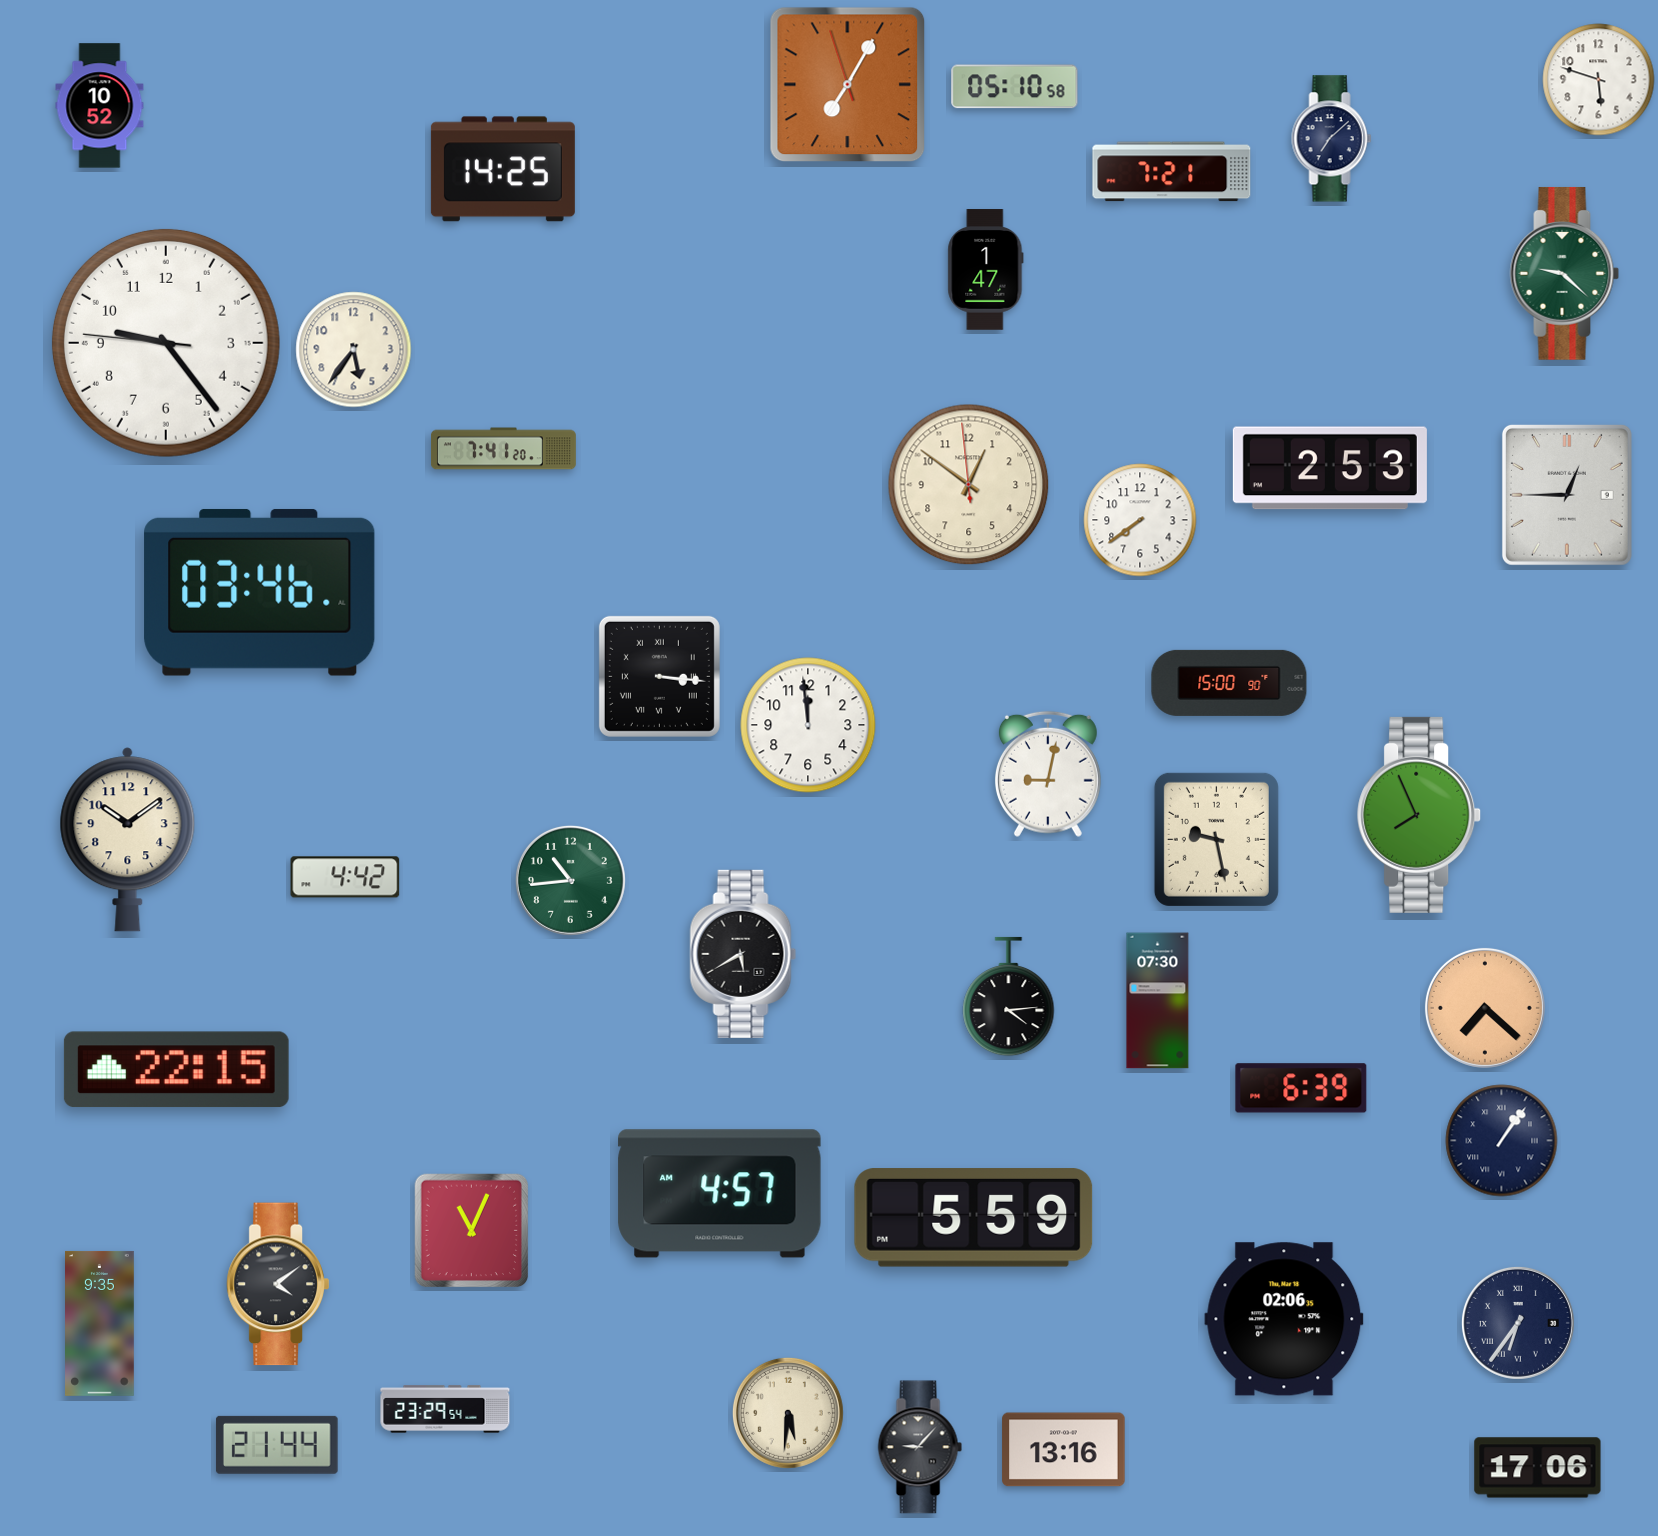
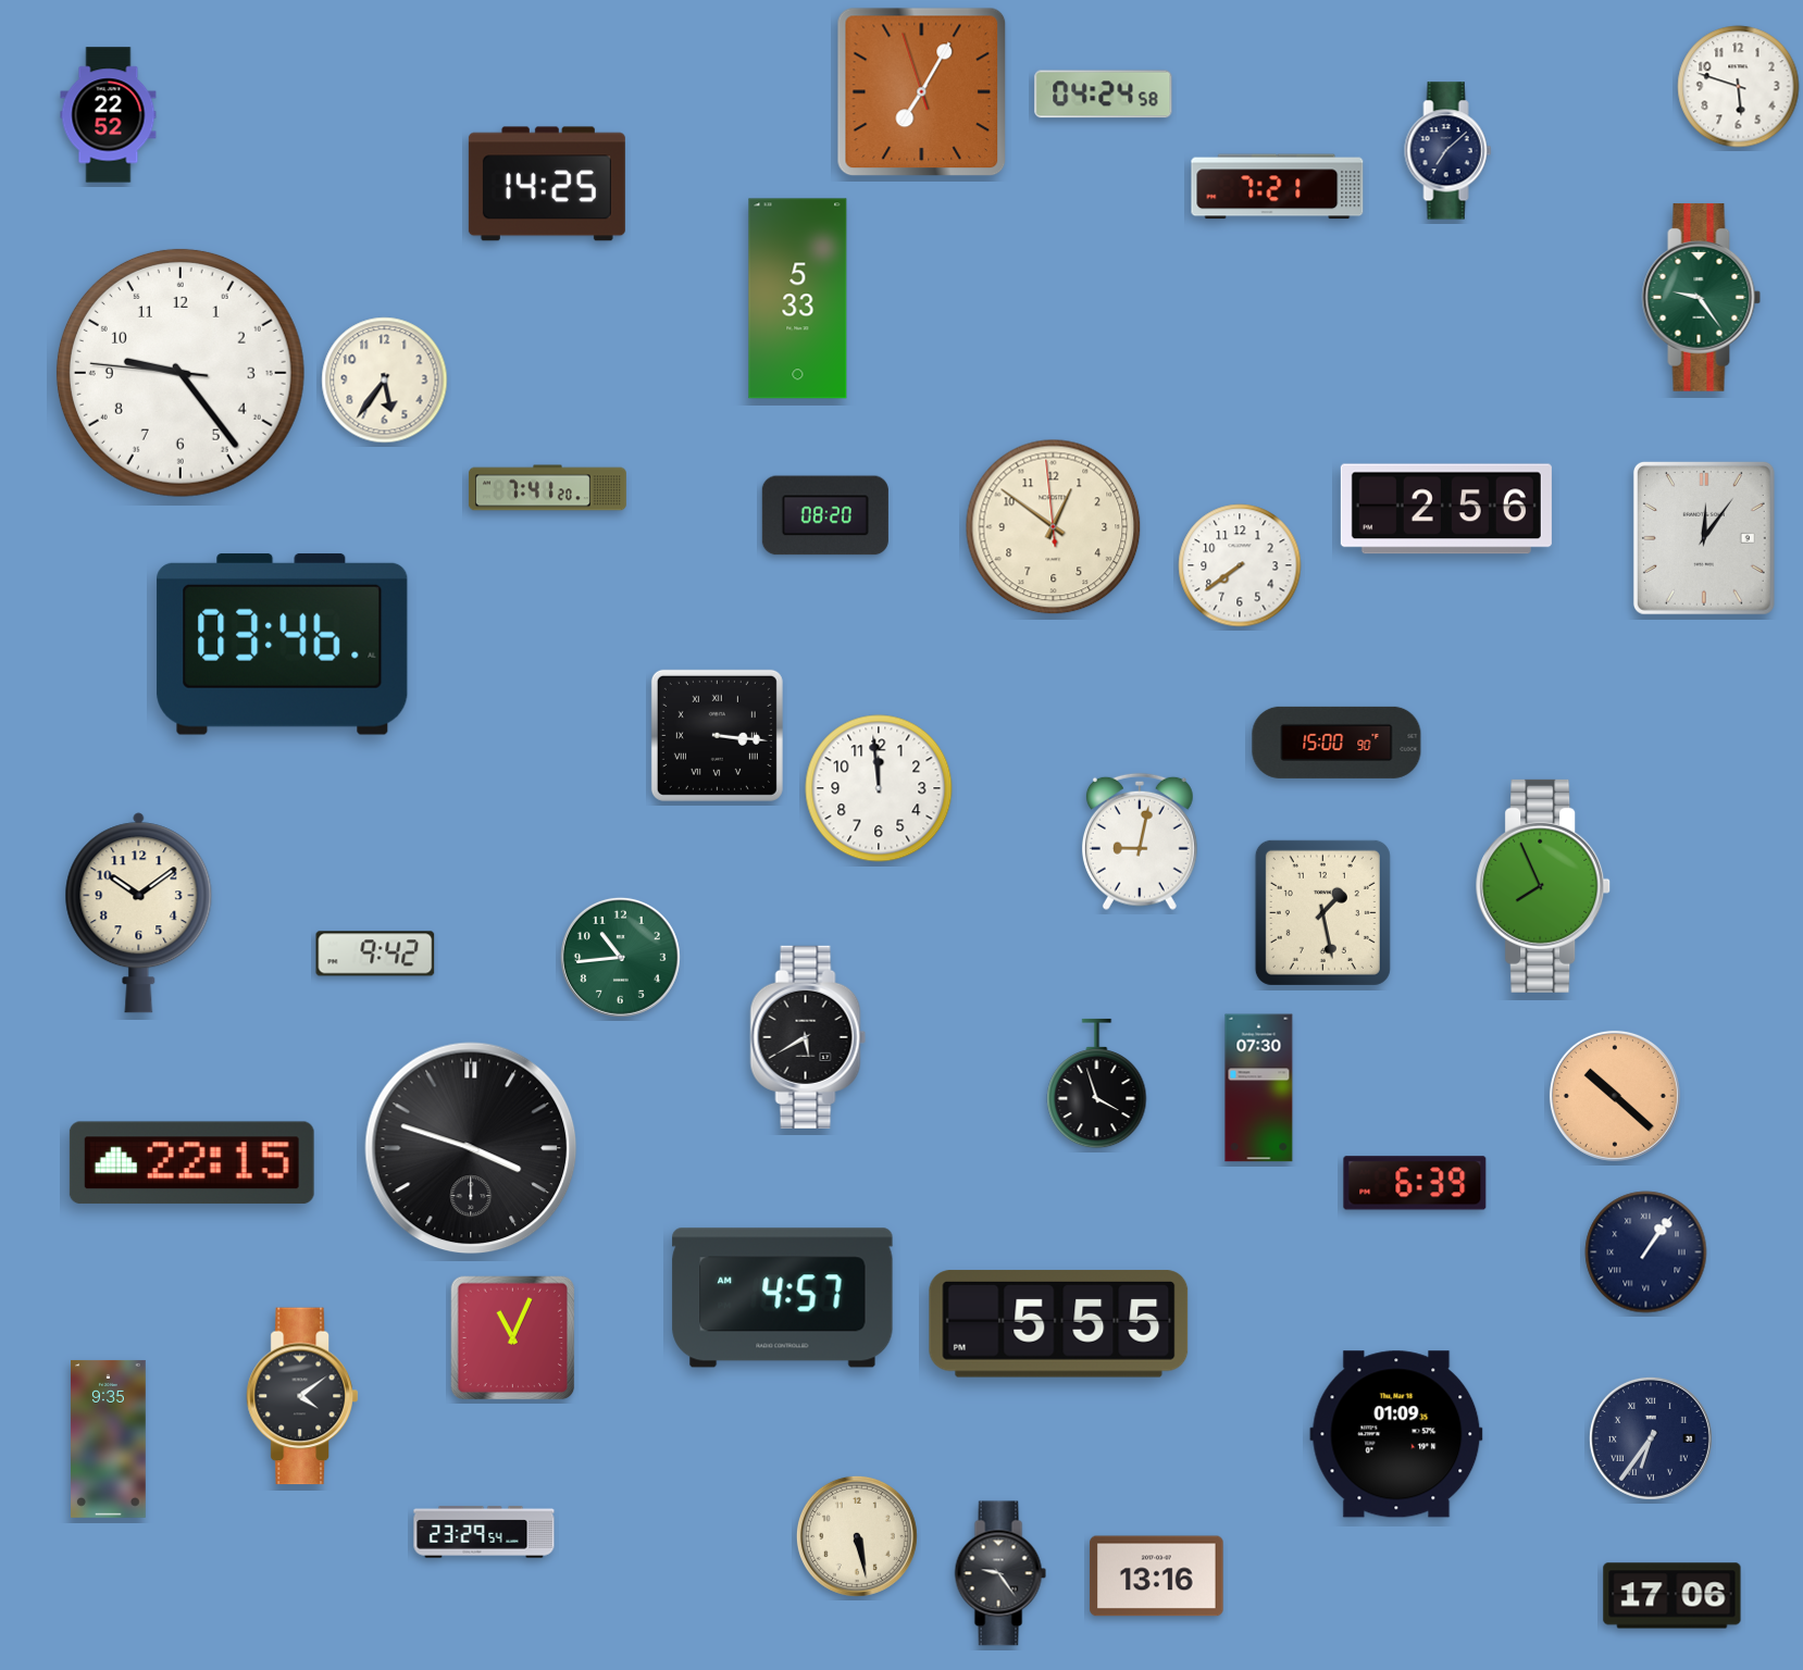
clock at (1015, 87): 05:10 -> 04:24
clock at (100, 106): 10:52 -> 22:52
clock at (1172, 172) position: (1172, 172) -> (1278, 187)
clock at (986, 270): 1:47 -> none
clock at (1565, 273): 9:22 -> 9:24
clock at (798, 299): none -> 5:33
clock at (1330, 468): 2:53 -> 2:56
clock at (825, 515): none -> 08:20
clock at (1567, 495): 12:45 -> 12:06
clock at (1216, 839): 9:28 -> 1:28
clock at (345, 877): 4:42 -> 9:42
clock at (1009, 997): 4:14 -> 3:57
clock at (1485, 1008): 7:22 -> 10:22
clock at (471, 1148): none -> 3:48
clock at (1502, 1141) position: (1502, 1141) -> (1646, 1252)
clock at (974, 1218): 5:59 -> 5:55
clock at (1284, 1319): 02:06 -> 01:09
clock at (788, 1413): 5:31 -> 5:28
clock at (277, 1445): 21:44 -> none
clock at (920, 1447): 9:07 -> 9:24
